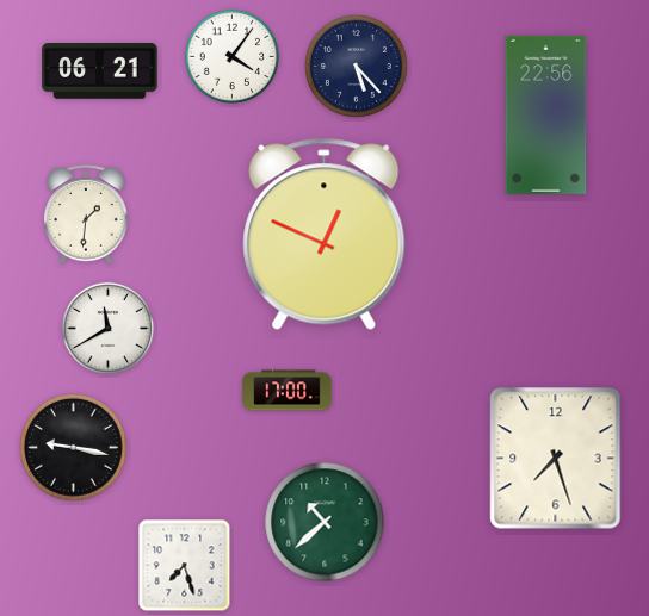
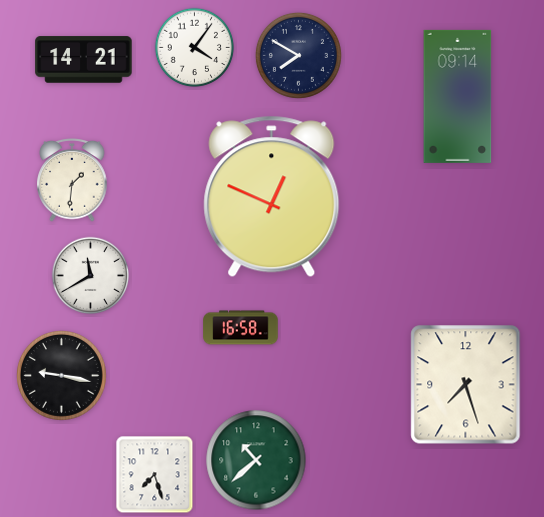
clock at (356, 66): 5:23 -> 7:50
clock at (100, 71): 06:21 -> 14:21
clock at (546, 114): 22:56 -> 09:14
clock at (288, 391): 17:00 -> 16:58
clock at (324, 522) position: (324, 522) -> (256, 460)
